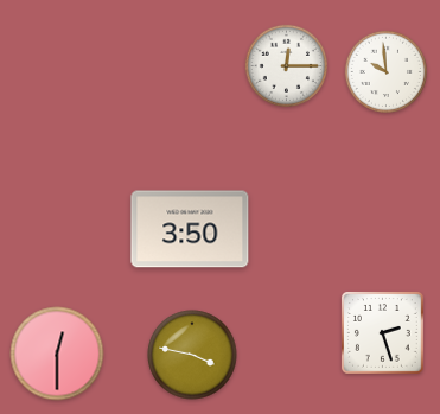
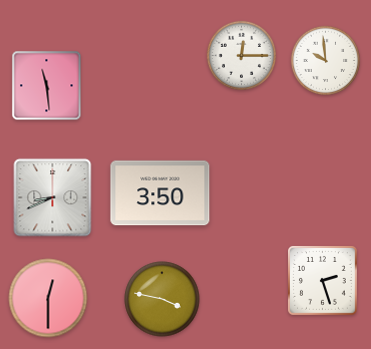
clock at (47, 86): none -> 11:29
clock at (53, 198): none -> 8:41
